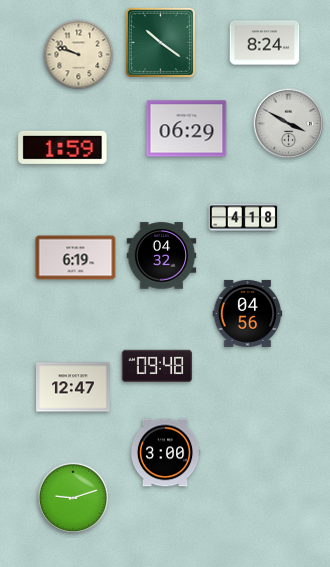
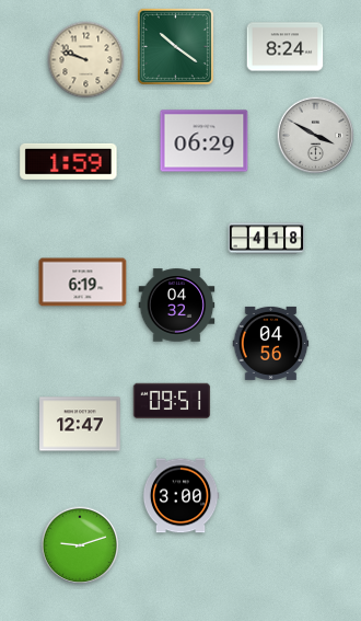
clock at (265, 43) position: (265, 43) -> (286, 47)
clock at (162, 256) position: (162, 256) -> (177, 306)
clock at (157, 366): 09:48 -> 09:51
